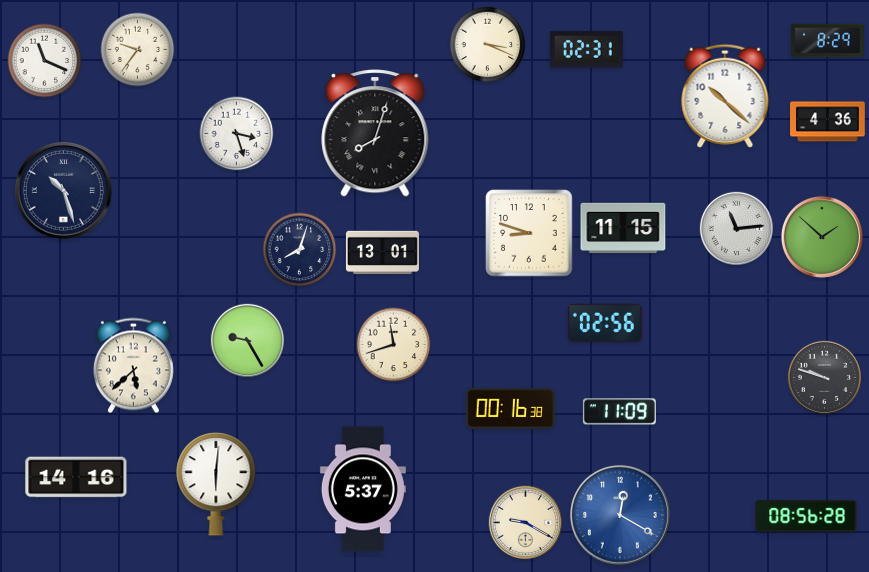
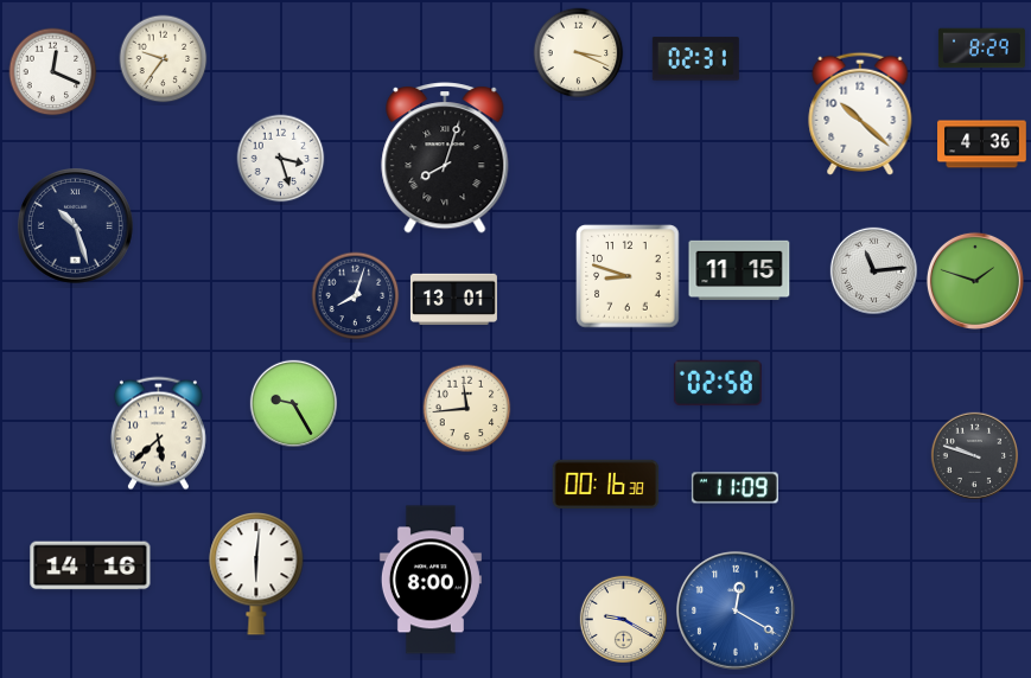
clock at (45, 61): 11:19 -> 12:19
clock at (822, 237): 1:52 -> 1:48
clock at (605, 323): 02:56 -> 02:58
clock at (394, 345): 11:42 -> 11:44
clock at (824, 377) position: (824, 377) -> (974, 455)
clock at (363, 489): 5:37 -> 8:00
clock at (806, 516): 08:56 -> none
